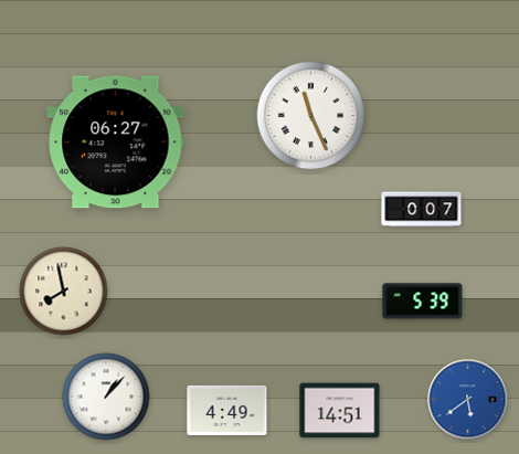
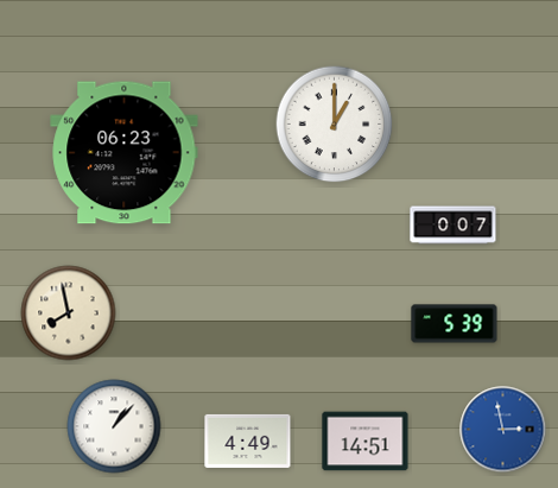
clock at (311, 116): 11:26 -> 1:00
clock at (116, 142): 06:27 -> 06:23
clock at (468, 400): 5:39 -> 2:58
clock at (227, 410) position: (227, 410) -> (248, 441)
